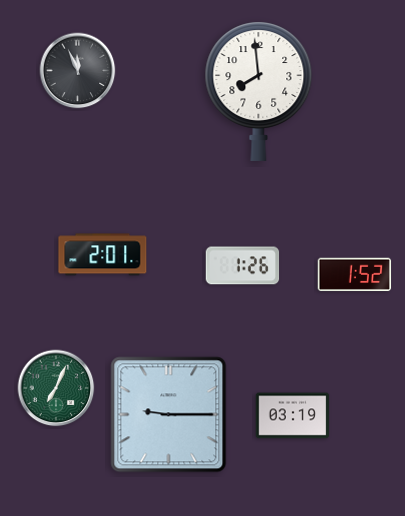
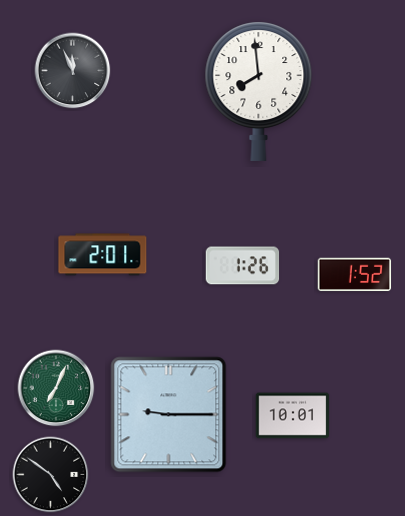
clock at (78, 71) position: (78, 71) -> (73, 71)
clock at (293, 416): 03:19 -> 10:01
clock at (51, 475): none -> 4:51
